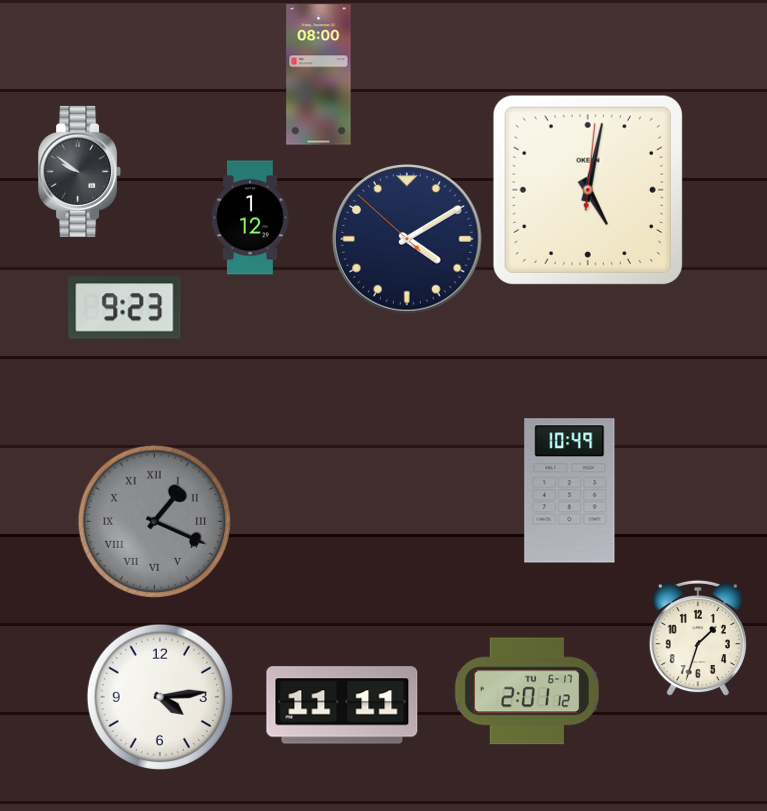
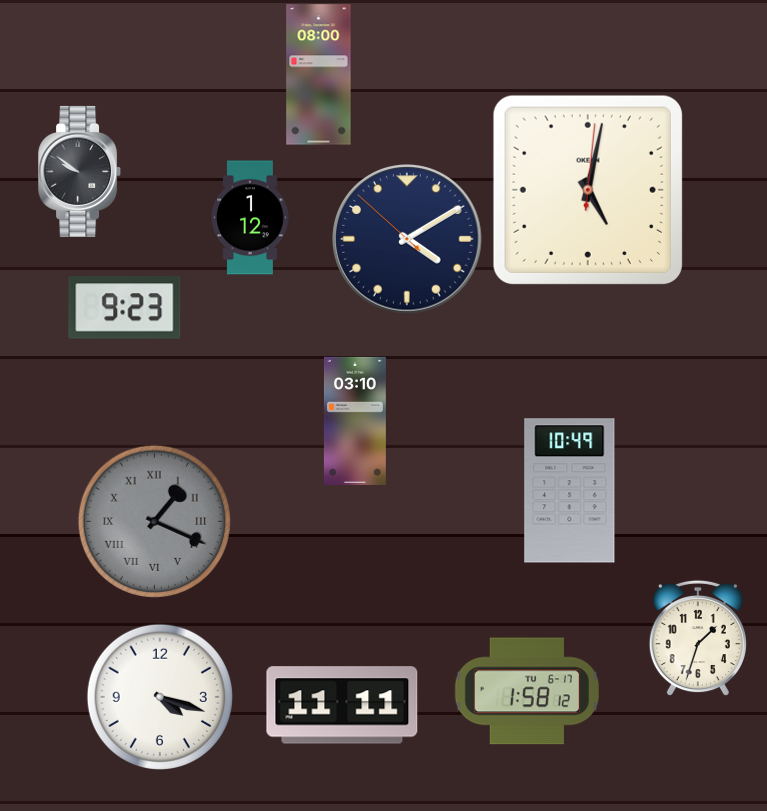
clock at (355, 421): none -> 03:10
clock at (527, 691): 2:01 -> 1:58
clock at (160, 697): 4:14 -> 4:18
